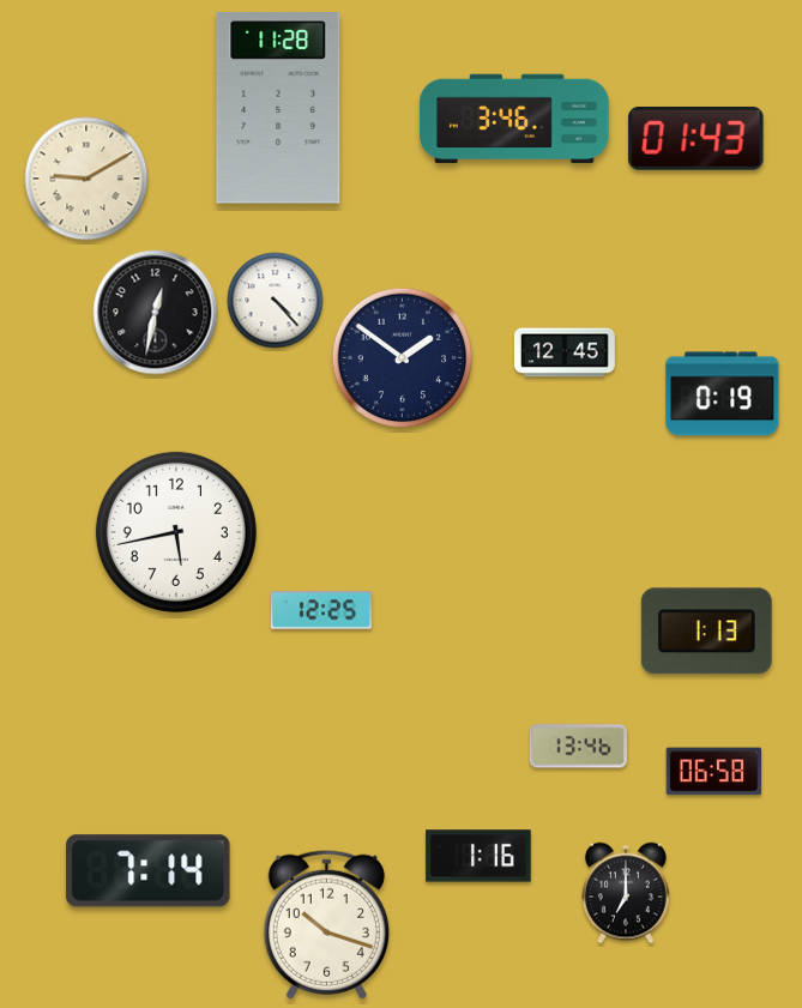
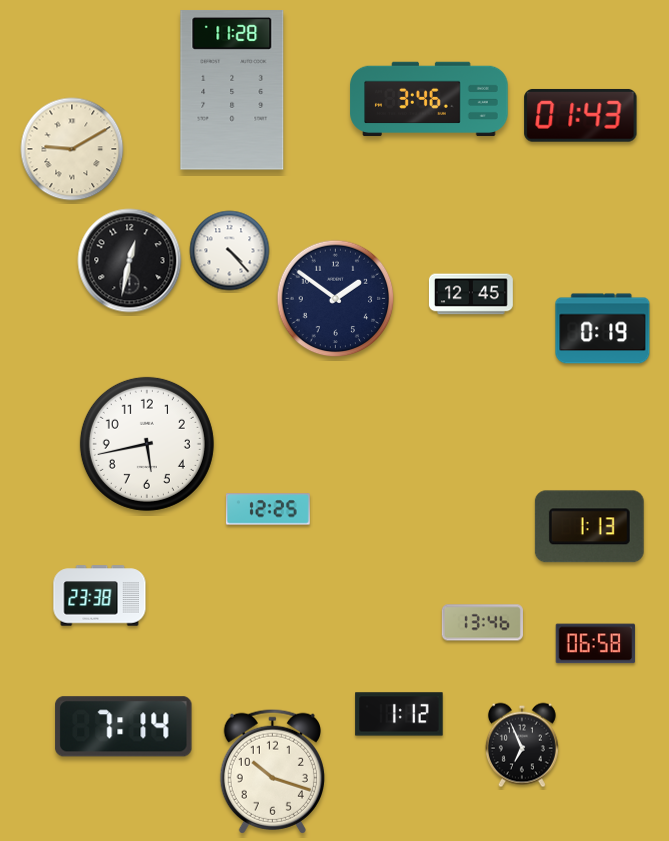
clock at (100, 596): none -> 23:38
clock at (478, 856): 1:16 -> 1:12
clock at (626, 893): 7:00 -> 6:56
